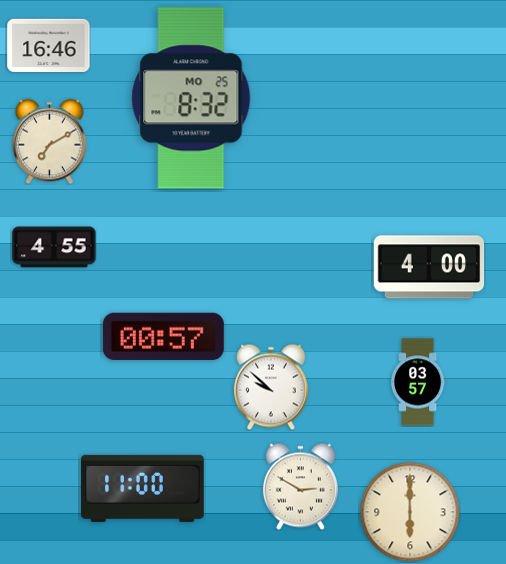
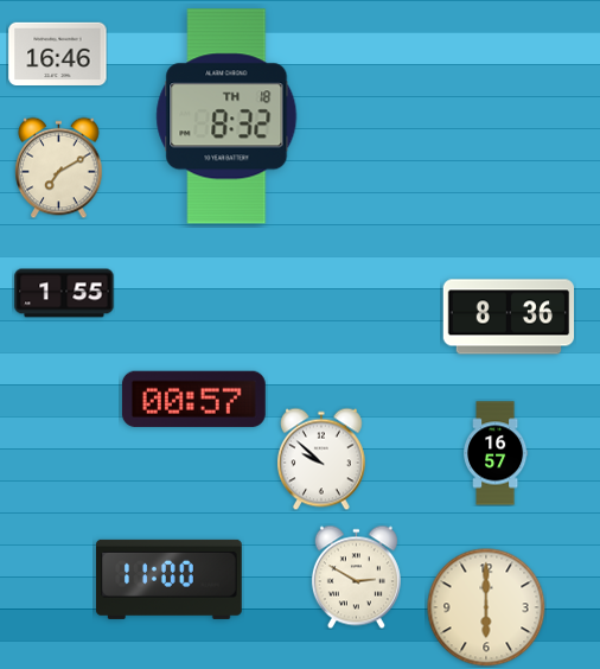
clock at (191, 98) date: MO 25 -> TH 18
clock at (54, 247): 4:55 -> 1:55
clock at (429, 267): 4:00 -> 8:36
clock at (419, 382): 03:57 -> 16:57
